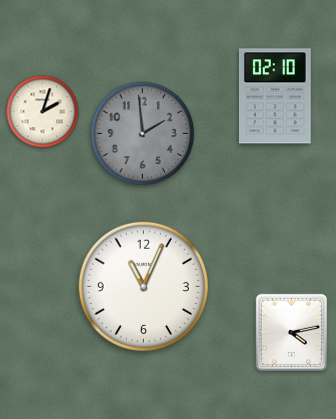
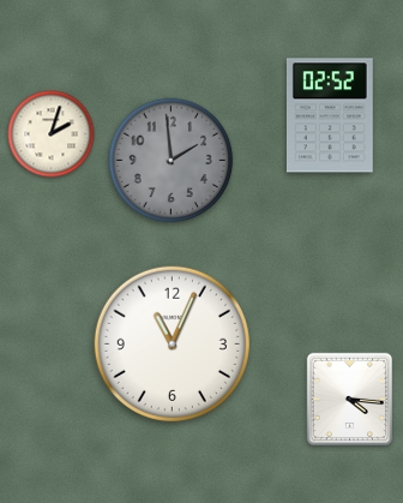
clock at (275, 96): 02:10 -> 02:52
clock at (292, 333): 4:13 -> 4:16
